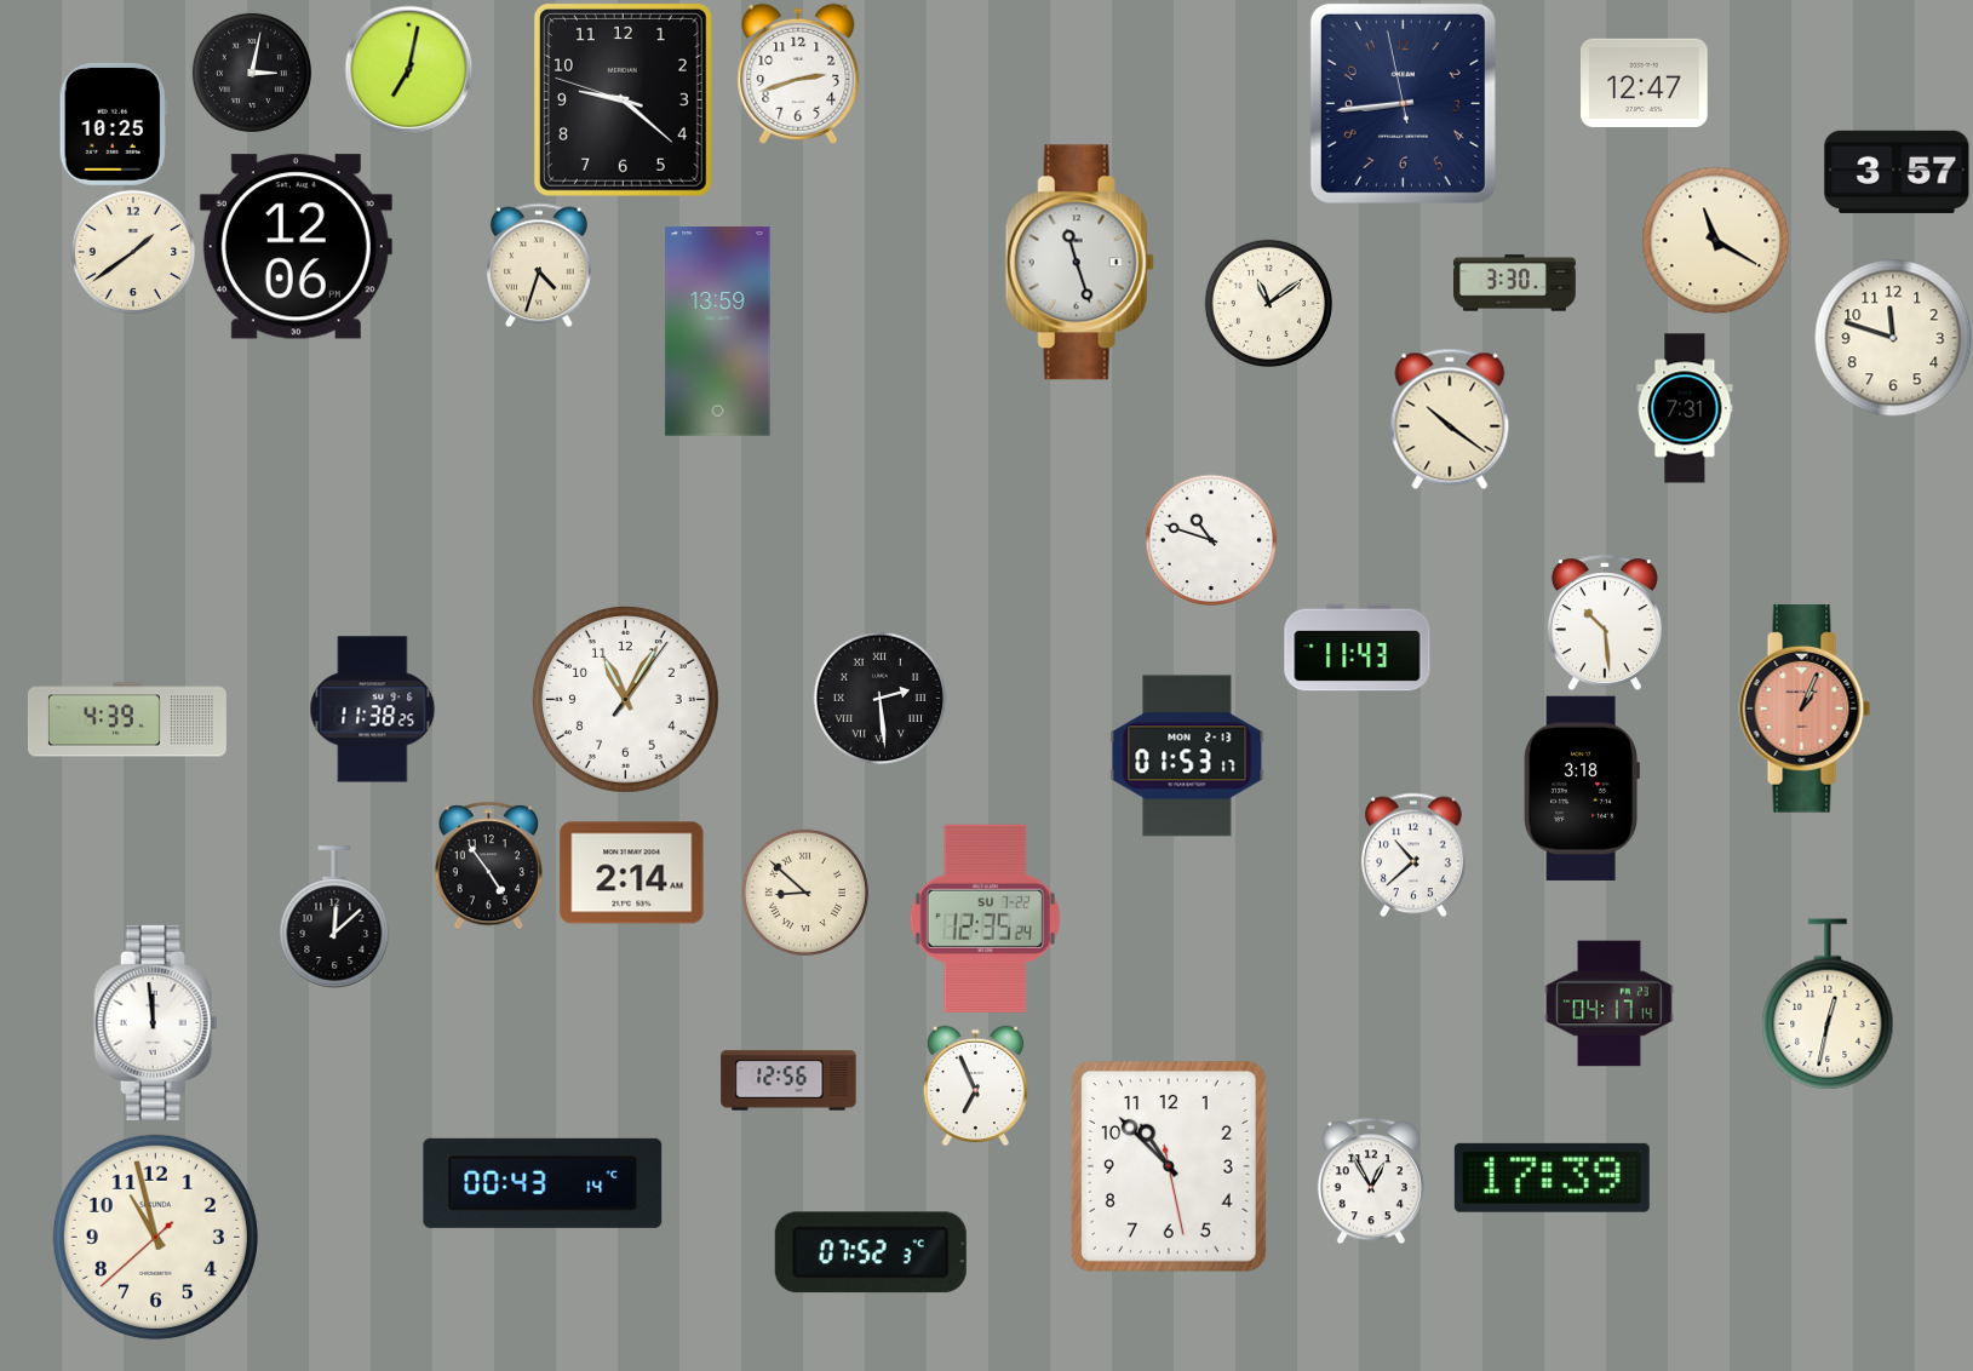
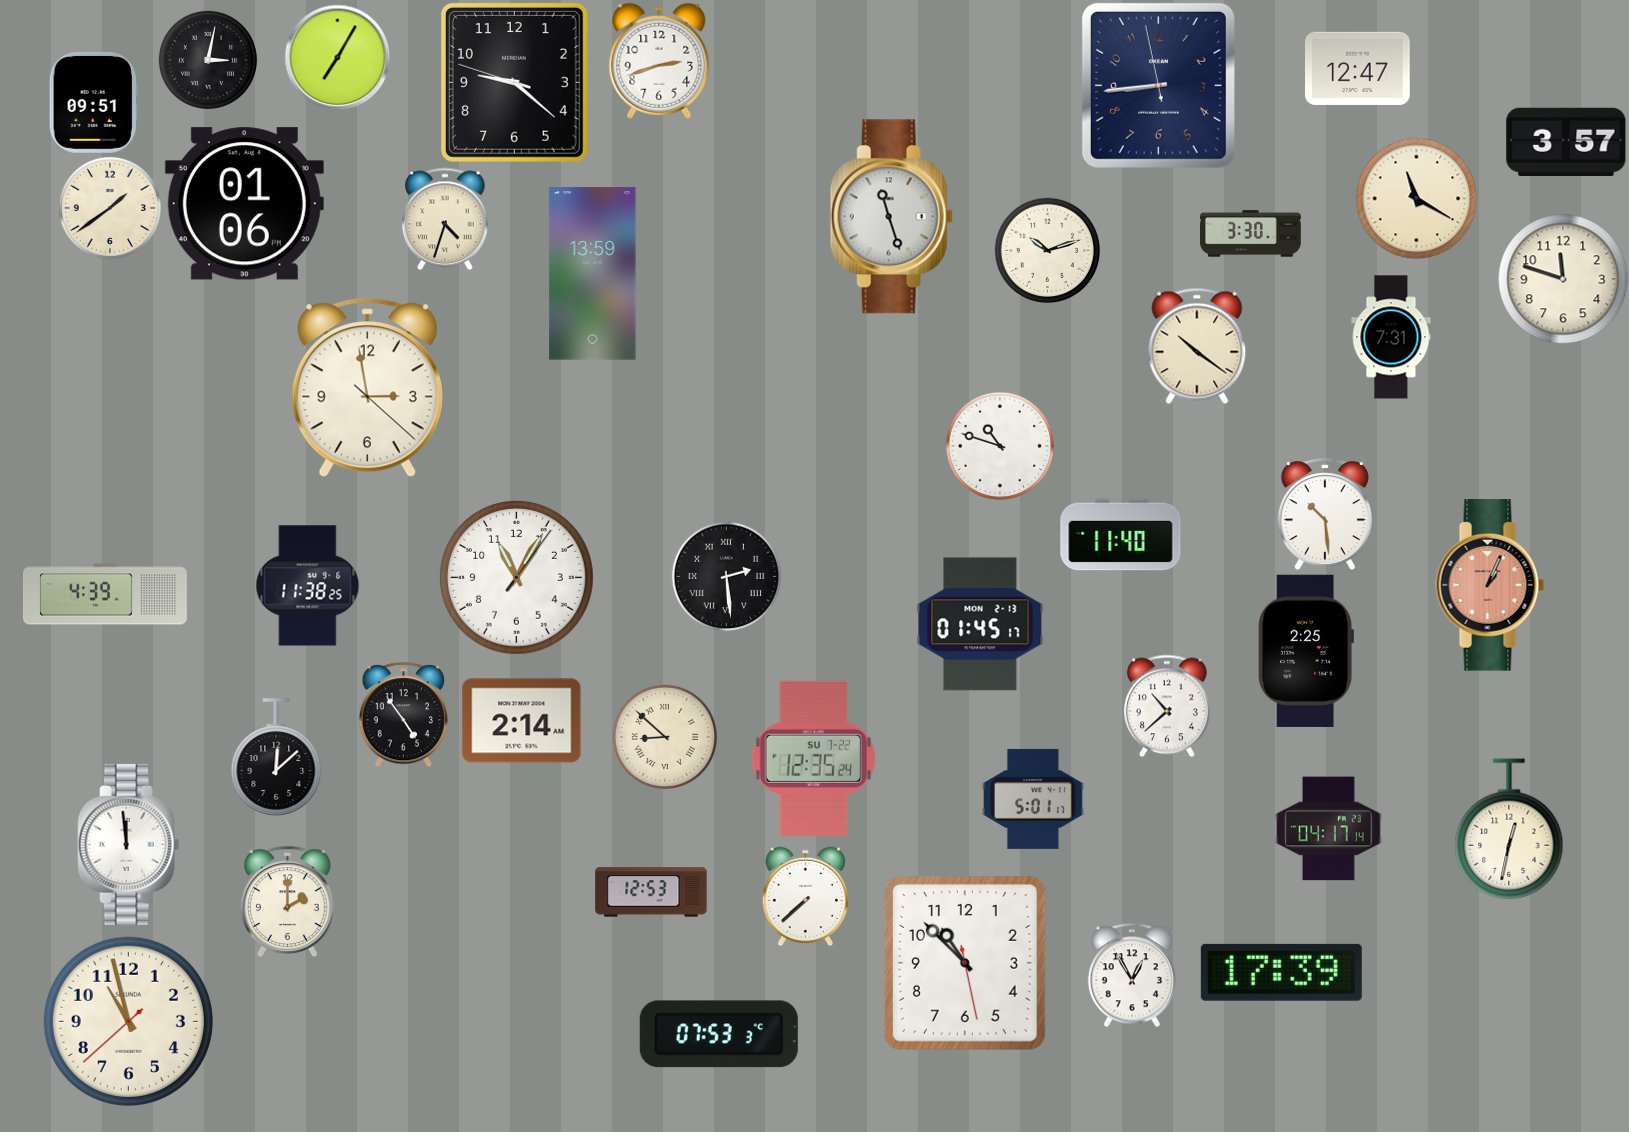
clock at (408, 69): 7:02 -> 7:05
clock at (113, 124): 10:25 -> 09:51
clock at (296, 247): 12:06 -> 01:06
clock at (1268, 303): 11:09 -> 10:12
clock at (367, 388): none -> 2:58
clock at (1358, 648): 11:43 -> 11:40
clock at (1187, 756): 01:53 -> 01:45
clock at (1582, 788): 3:18 -> 2:25
clock at (1034, 799): none -> 5:01
clock at (788, 1080): 12:56 -> 12:53
clock at (976, 1085): 6:56 -> 7:38
clock at (287, 901): none -> 2:00
clock at (543, 1183): 00:43 -> none
clock at (871, 1252): 07:52 -> 07:53
